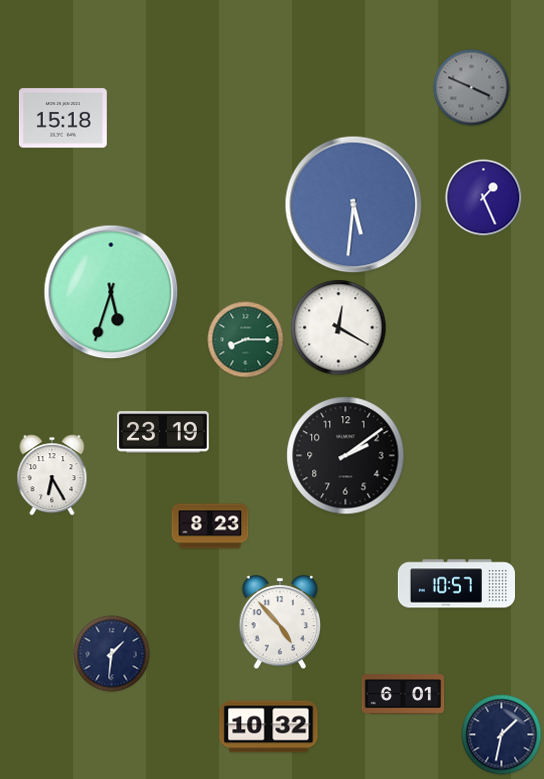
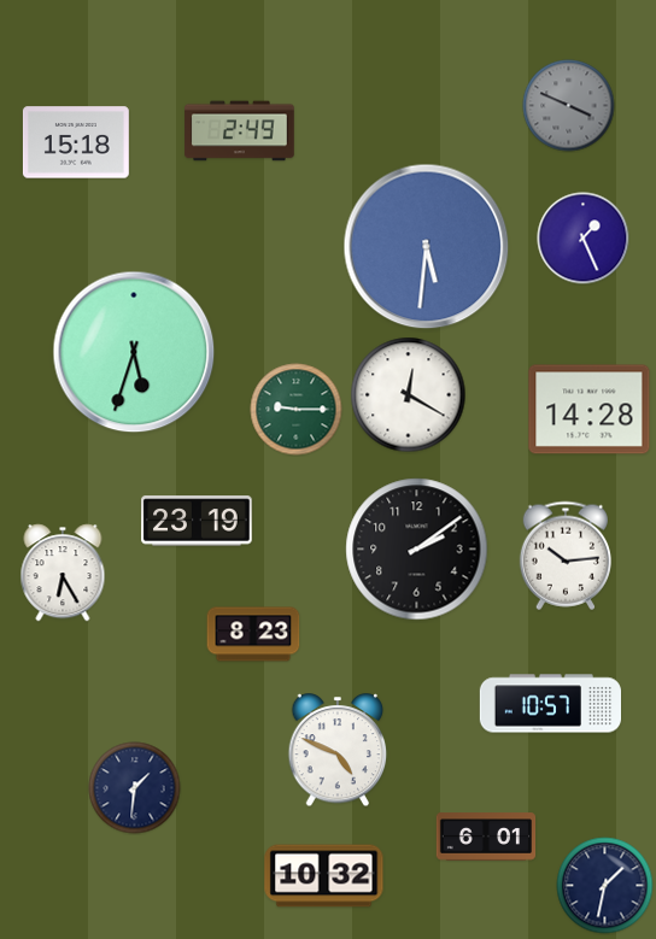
clock at (240, 131): none -> 2:49
clock at (246, 340): 8:15 -> 9:15
clock at (590, 410): none -> 14:28
clock at (564, 556): none -> 10:14
clock at (280, 623): 4:53 -> 4:49
